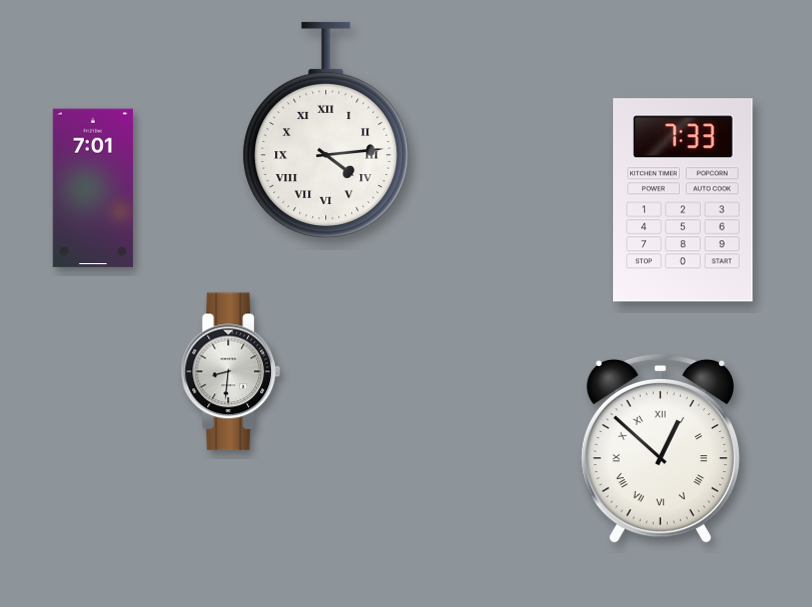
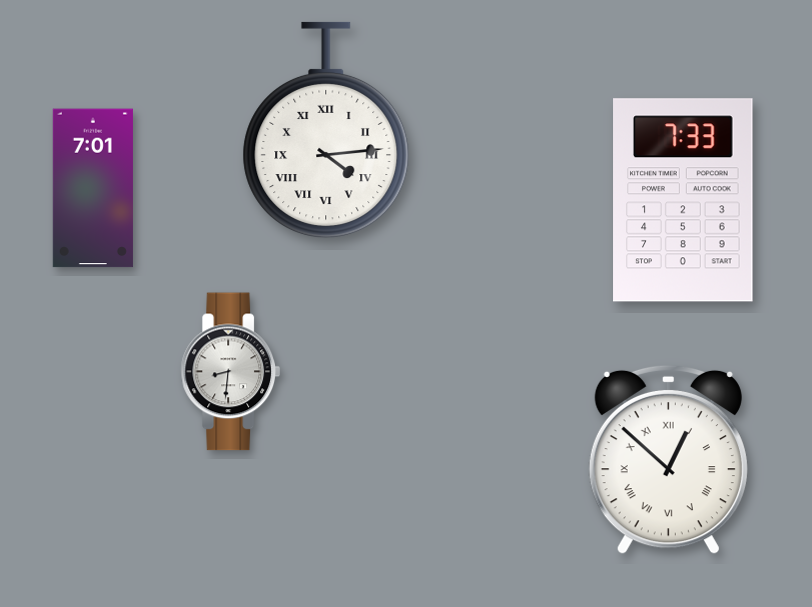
clock at (660, 448) position: (660, 448) -> (668, 459)
